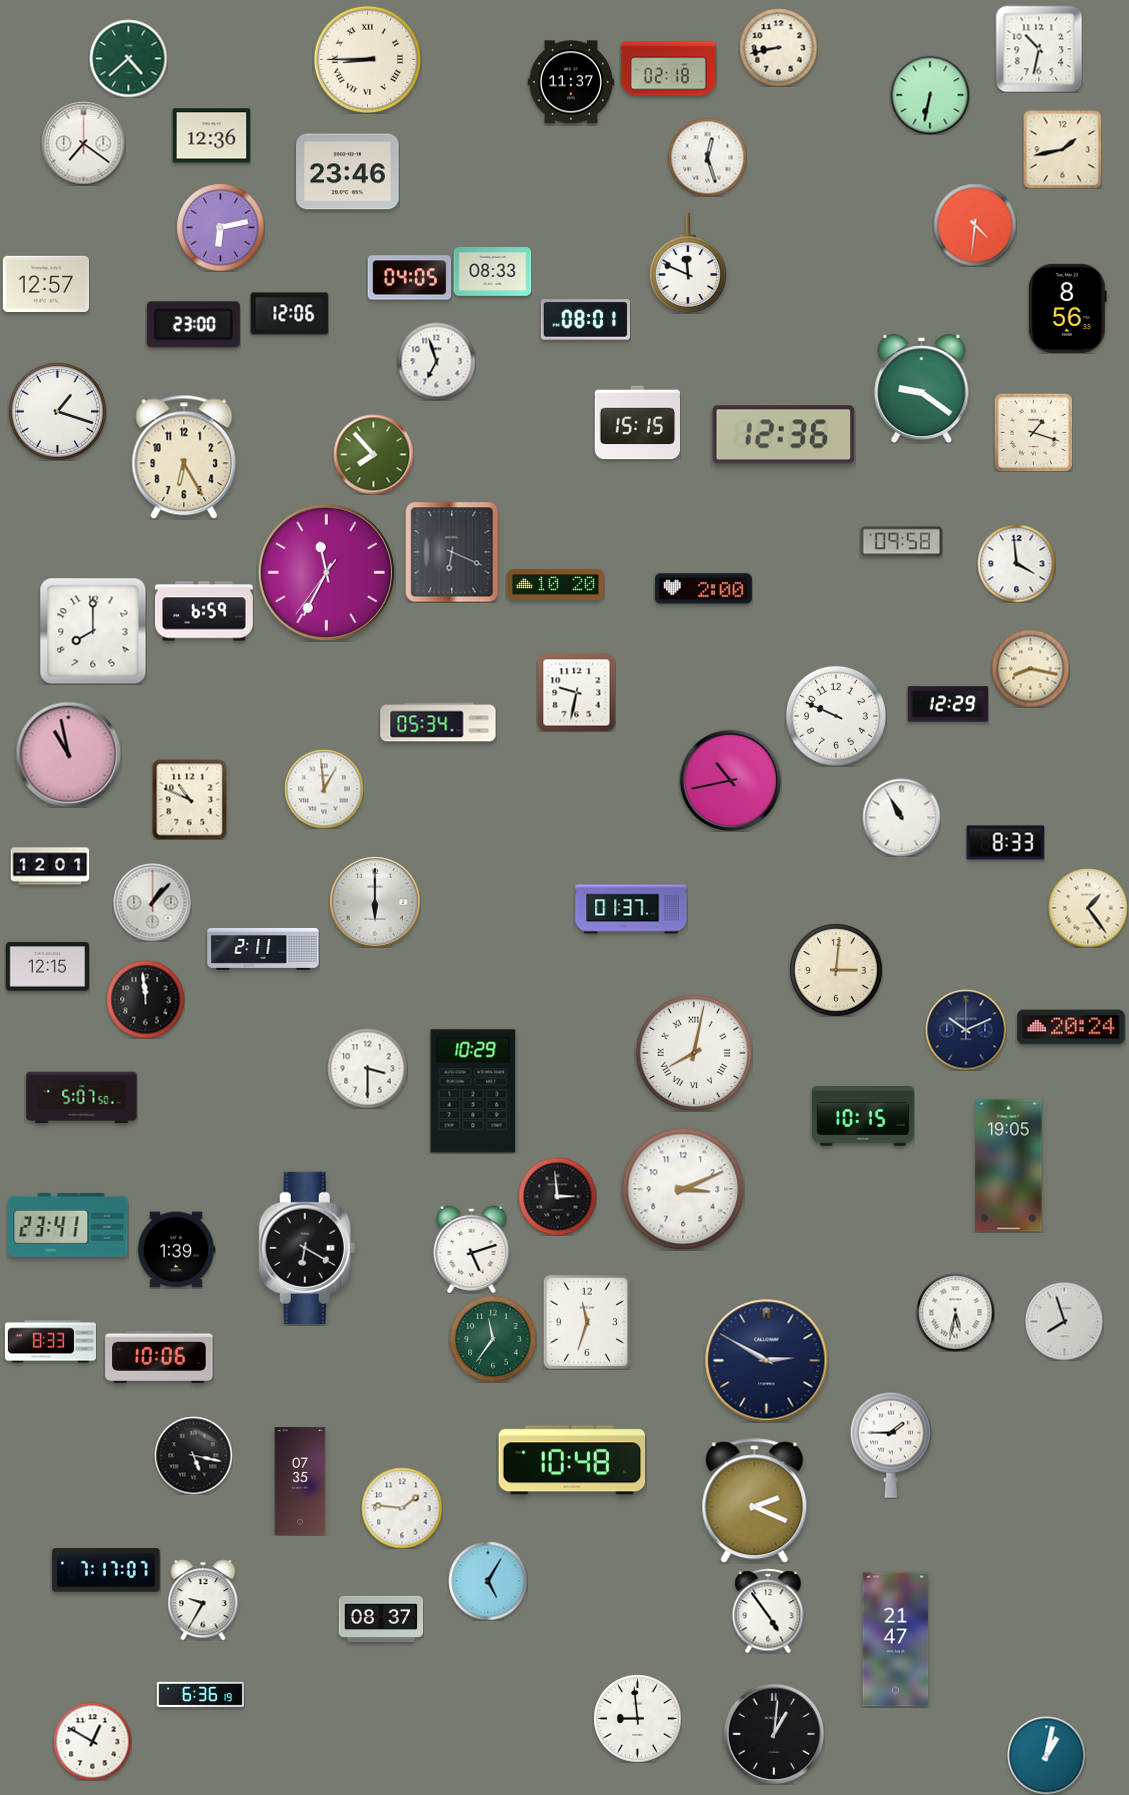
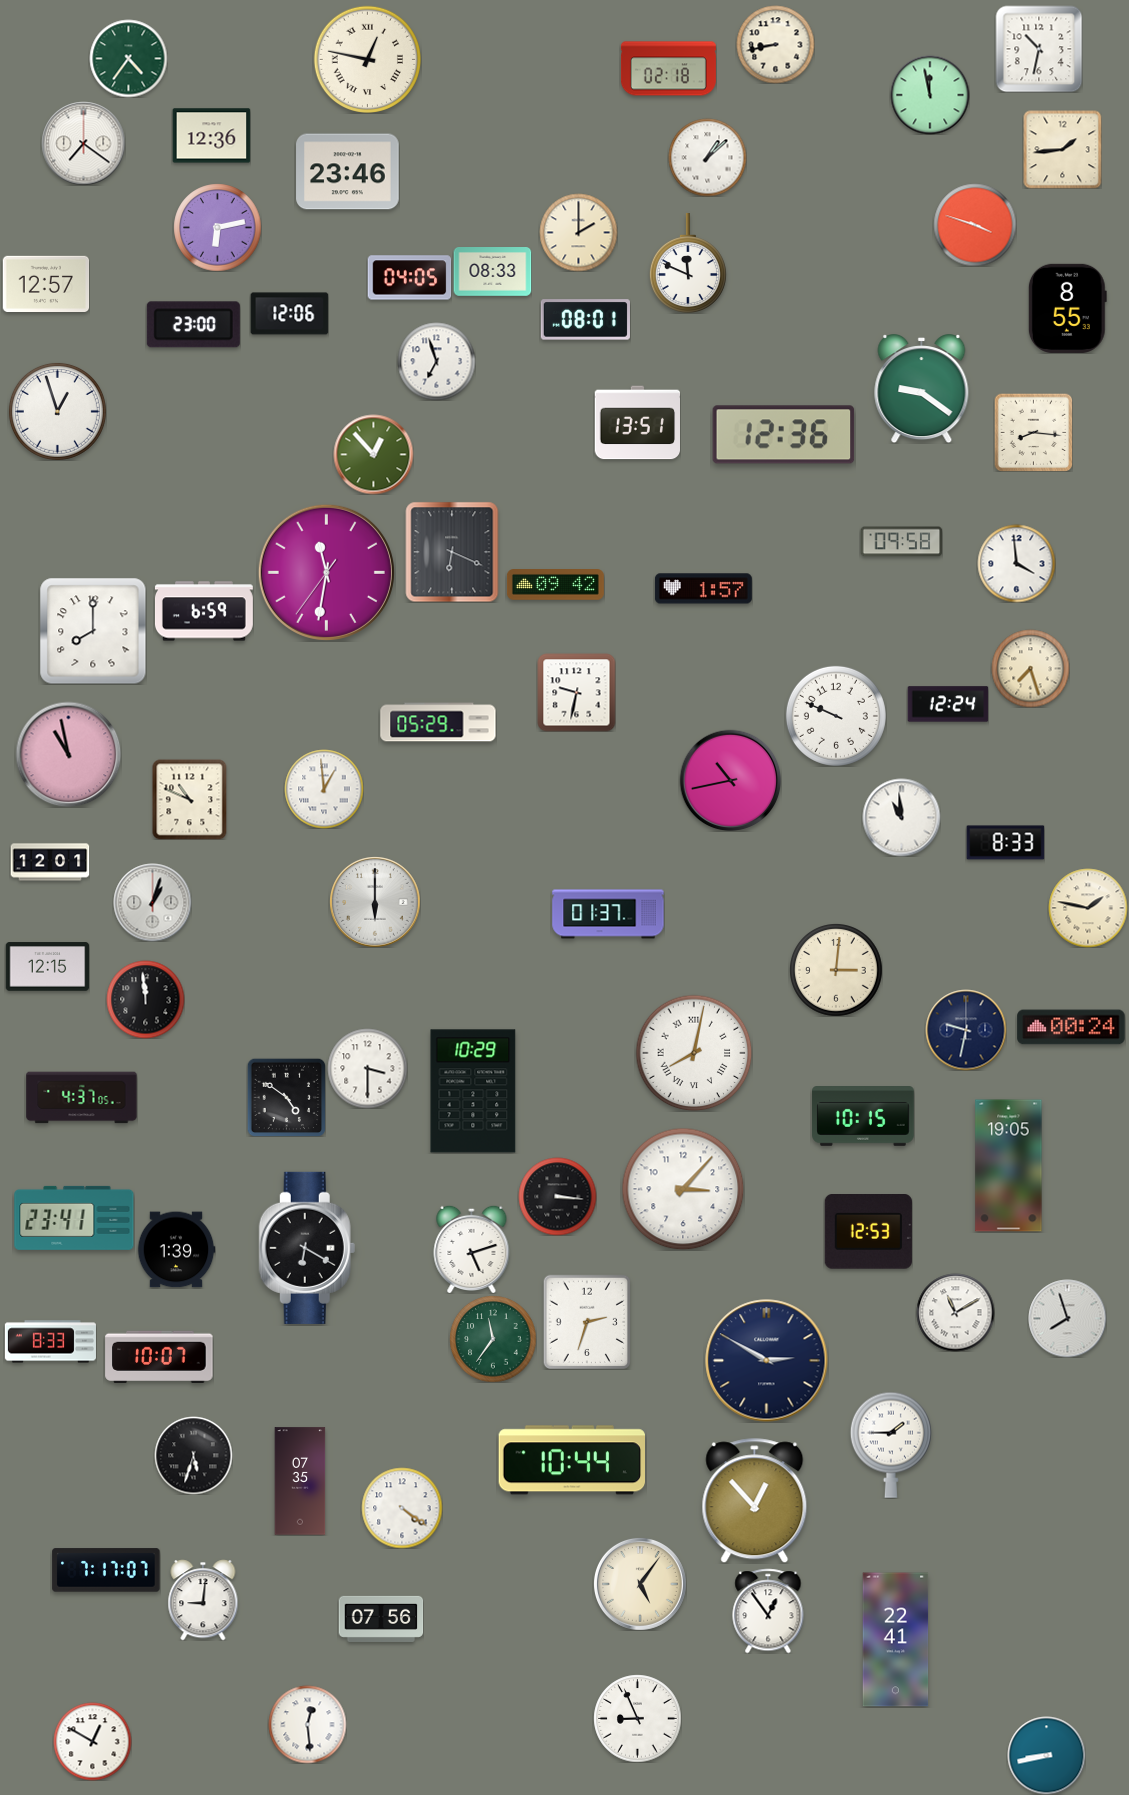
clock at (778, 47) position: (778, 47) -> (775, 44)
clock at (128, 58): 4:38 -> 4:36
clock at (367, 59): 8:45 -> 12:47
clock at (571, 82): 11:37 -> none
clock at (930, 95): 6:32 -> 11:58
clock at (1062, 149): 1:43 -> 1:44
clock at (707, 157): 12:27 -> 1:08
clock at (975, 225): 4:31 -> 3:48
clock at (220, 227) position: (220, 227) -> (217, 227)
clock at (578, 232): none -> 2:00
clock at (1067, 308): 8:56 -> 8:55
clock at (57, 411): 1:18 -> 12:57
clock at (637, 423): 15:15 -> 13:51
clock at (1033, 432): 1:18 -> 8:16
clock at (373, 454): 7:53 -> 12:53
clock at (184, 457): 6:25 -> none
clock at (326, 572): 11:34 -> 11:31
clock at (555, 585): 10:20 -> 09:42
clock at (703, 589): 2:00 -> 1:57
clock at (1030, 668): 8:17 -> 7:27
clock at (948, 704): 12:29 -> 12:24
clock at (438, 722): 05:34 -> 05:29
clock at (901, 817): 10:55 -> 10:59
clock at (50, 866) position: (50, 866) -> (50, 862)
clock at (152, 902): 1:07 -> 1:03
clock at (1088, 908): 1:24 -> 1:47
clock at (631, 909) position: (631, 909) -> (608, 914)
clock at (263, 949): 2:11 -> none
clock at (1071, 1027): 20:24 -> 00:24
clock at (966, 1030): 10:11 -> 9:32
clock at (286, 1097): none -> 4:51
clock at (82, 1098): 5:07 -> 4:37
clock at (683, 1189): 3:11 -> 3:07
clock at (557, 1196): 2:59 -> 3:16
clock at (68, 1225) position: (68, 1225) -> (74, 1218)
clock at (868, 1232): none -> 12:53
clock at (955, 1312): 5:32 -> 11:10
clock at (587, 1321): 11:33 -> 2:33
clock at (1064, 1321) position: (1064, 1321) -> (1067, 1318)
clock at (159, 1356): 10:06 -> 10:07
clock at (193, 1455): 5:17 -> 5:33
clock at (571, 1460): 10:48 -> 10:44
clock at (755, 1501): 2:19 -> 12:53
clock at (402, 1508): 1:46 -> 4:21
clock at (488, 1581): 5:05 -> none
clock at (640, 1584): none -> 5:06
clock at (203, 1600): 9:35 -> 9:01
clock at (768, 1611): 4:54 -> 12:54
clock at (381, 1619): 08:37 -> 07:56
clock at (896, 1640): 21:47 -> 22:41
clock at (200, 1695): 6:36 -> none
clock at (637, 1718): 8:59 -> 8:56
clock at (307, 1724): none -> 12:29
clock at (774, 1734): 1:01 -> none
clock at (1046, 1755): 1:02 -> 8:43
